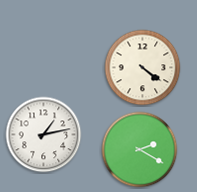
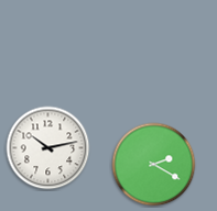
clock at (143, 68): 4:21 -> none
clock at (44, 135): 1:13 -> 10:13
